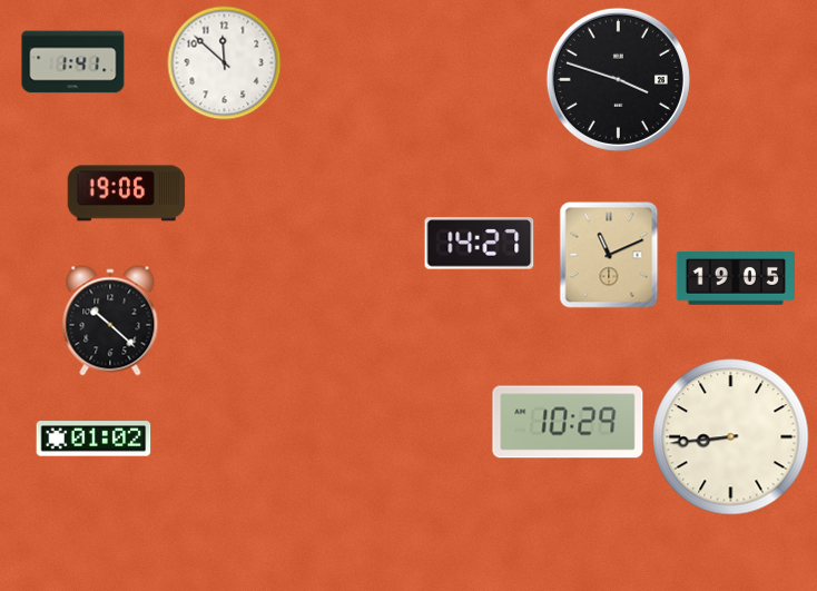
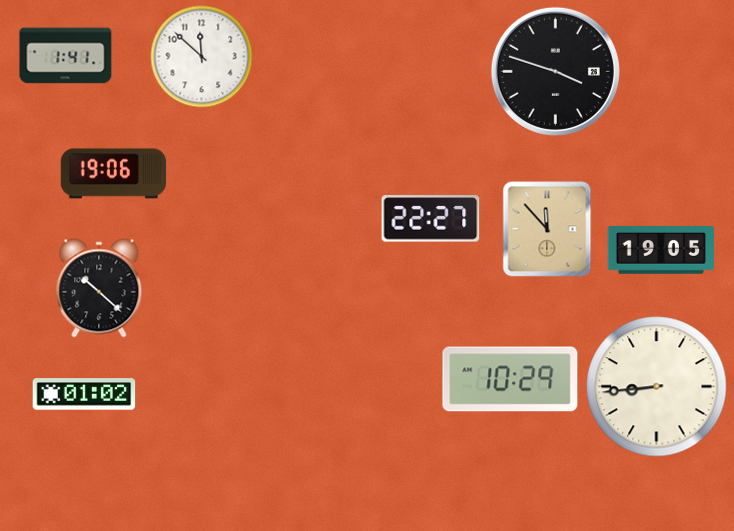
clock at (480, 244): 14:27 -> 22:27
clock at (609, 255): 11:11 -> 11:53
clock at (731, 437) position: (731, 437) -> (657, 387)
